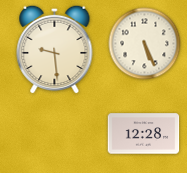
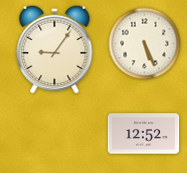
clock at (55, 49): 9:29 -> 9:06
clock at (144, 134): 12:28 -> 12:52
